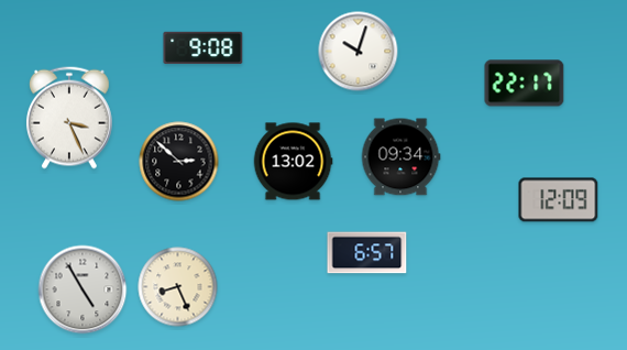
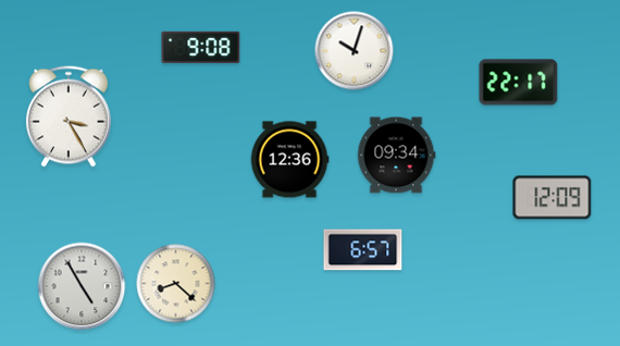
clock at (69, 118): 3:26 -> 3:25
clock at (179, 162): 2:52 -> none
clock at (293, 162): 13:02 -> 12:36
clock at (178, 287): 8:26 -> 8:22
